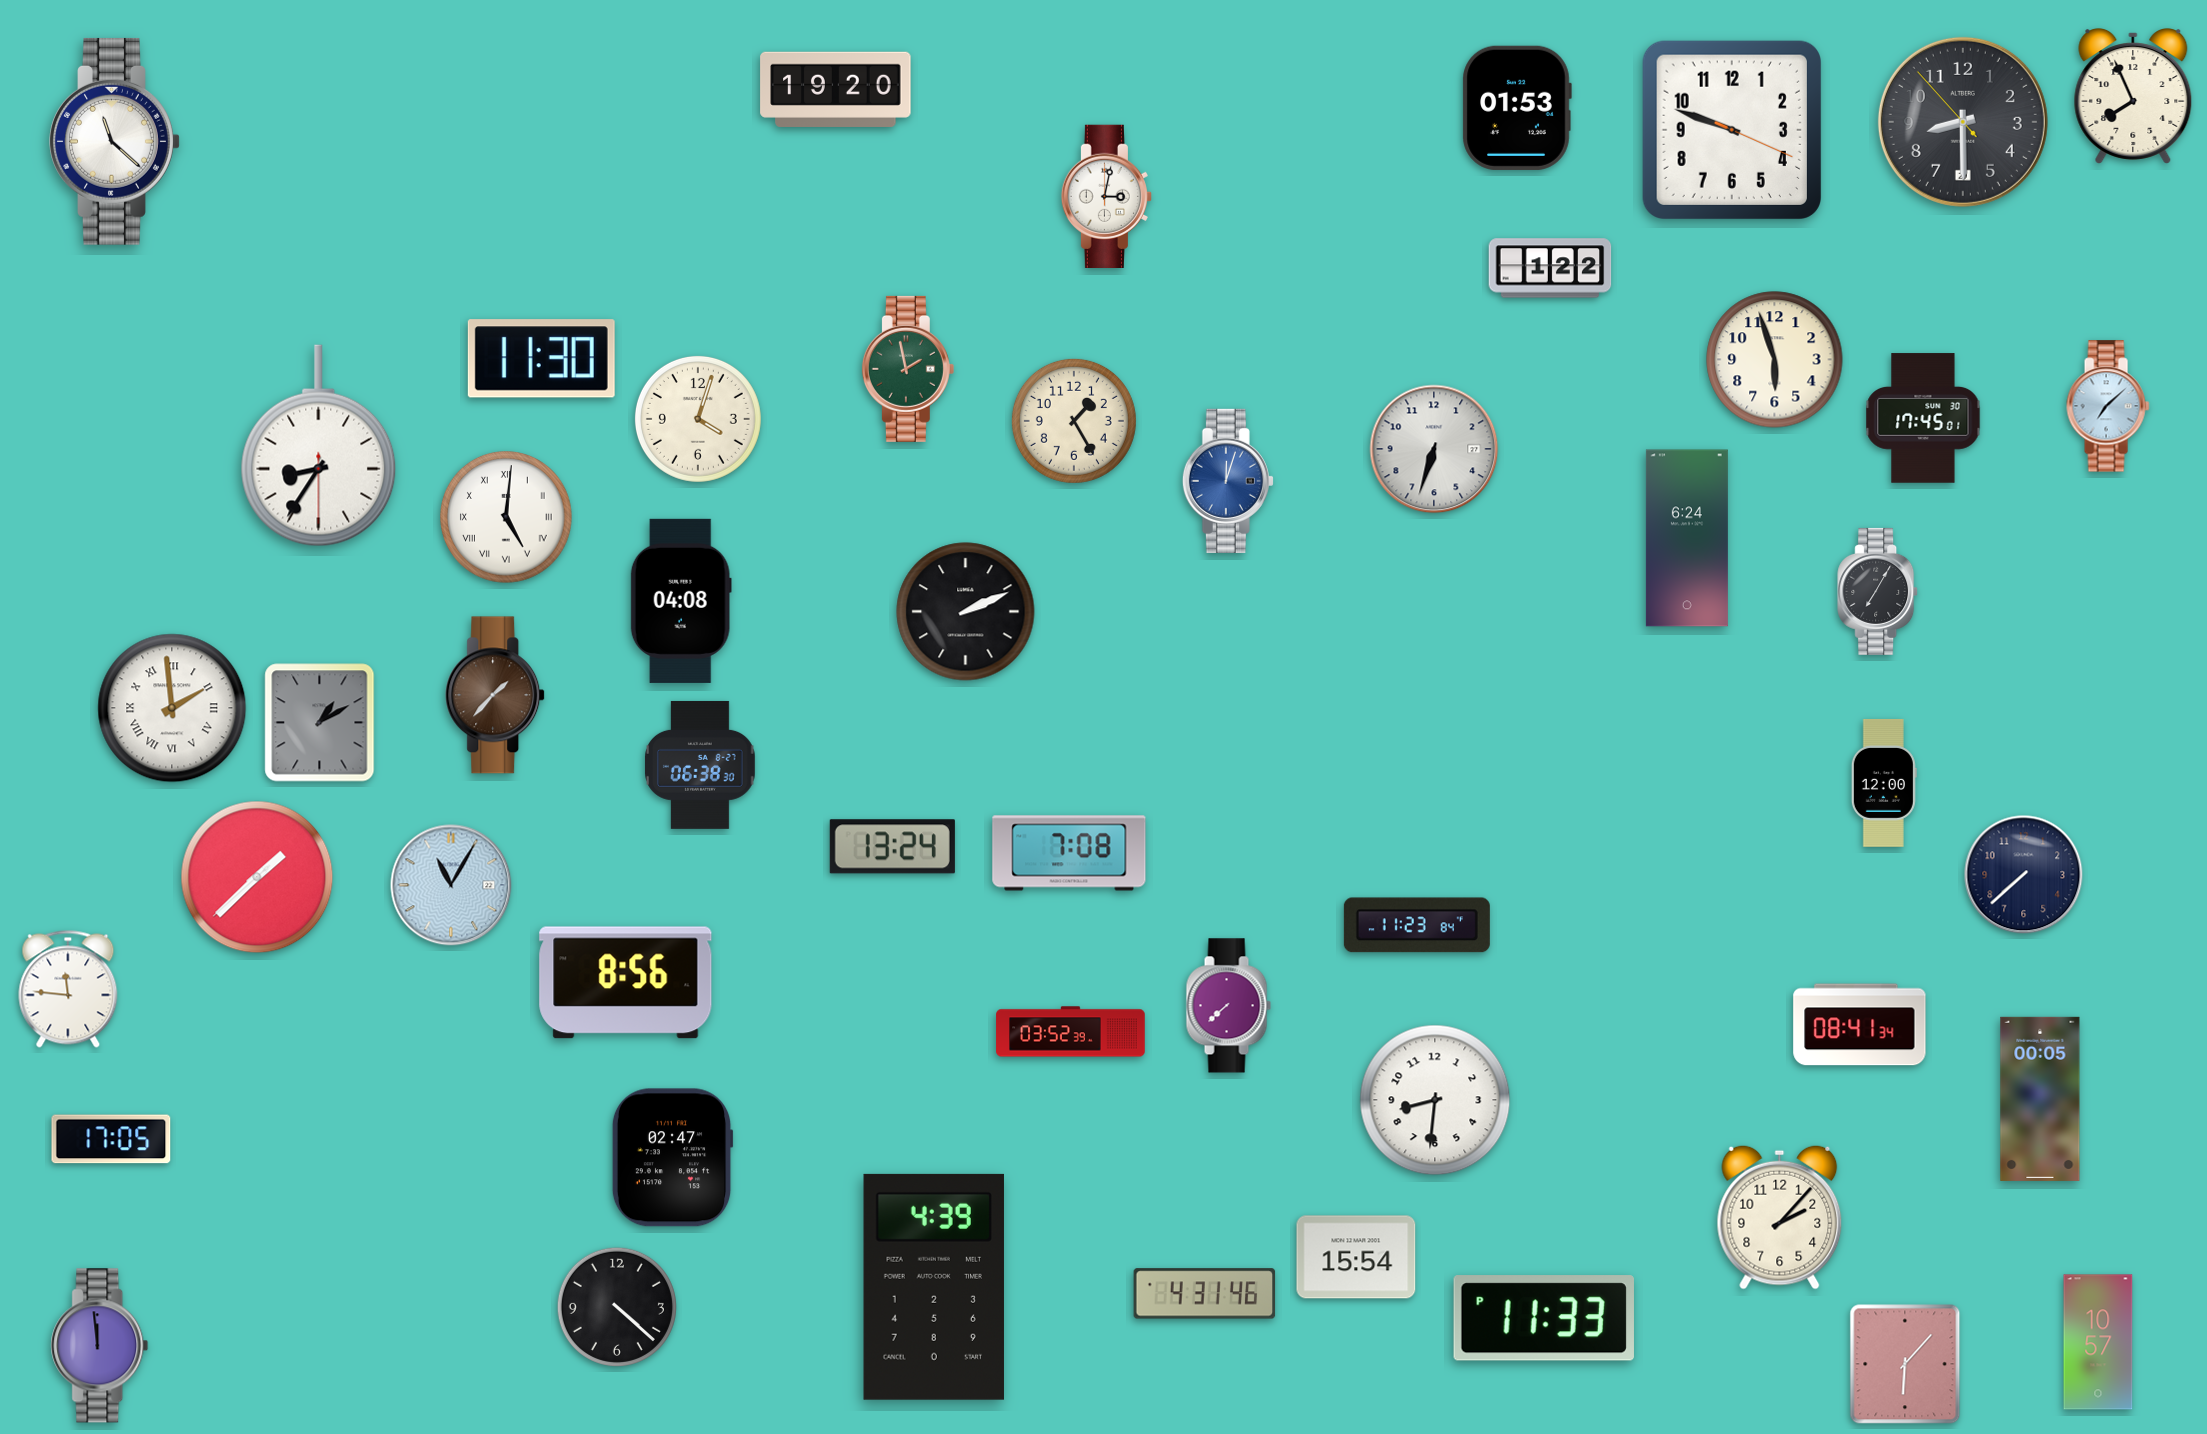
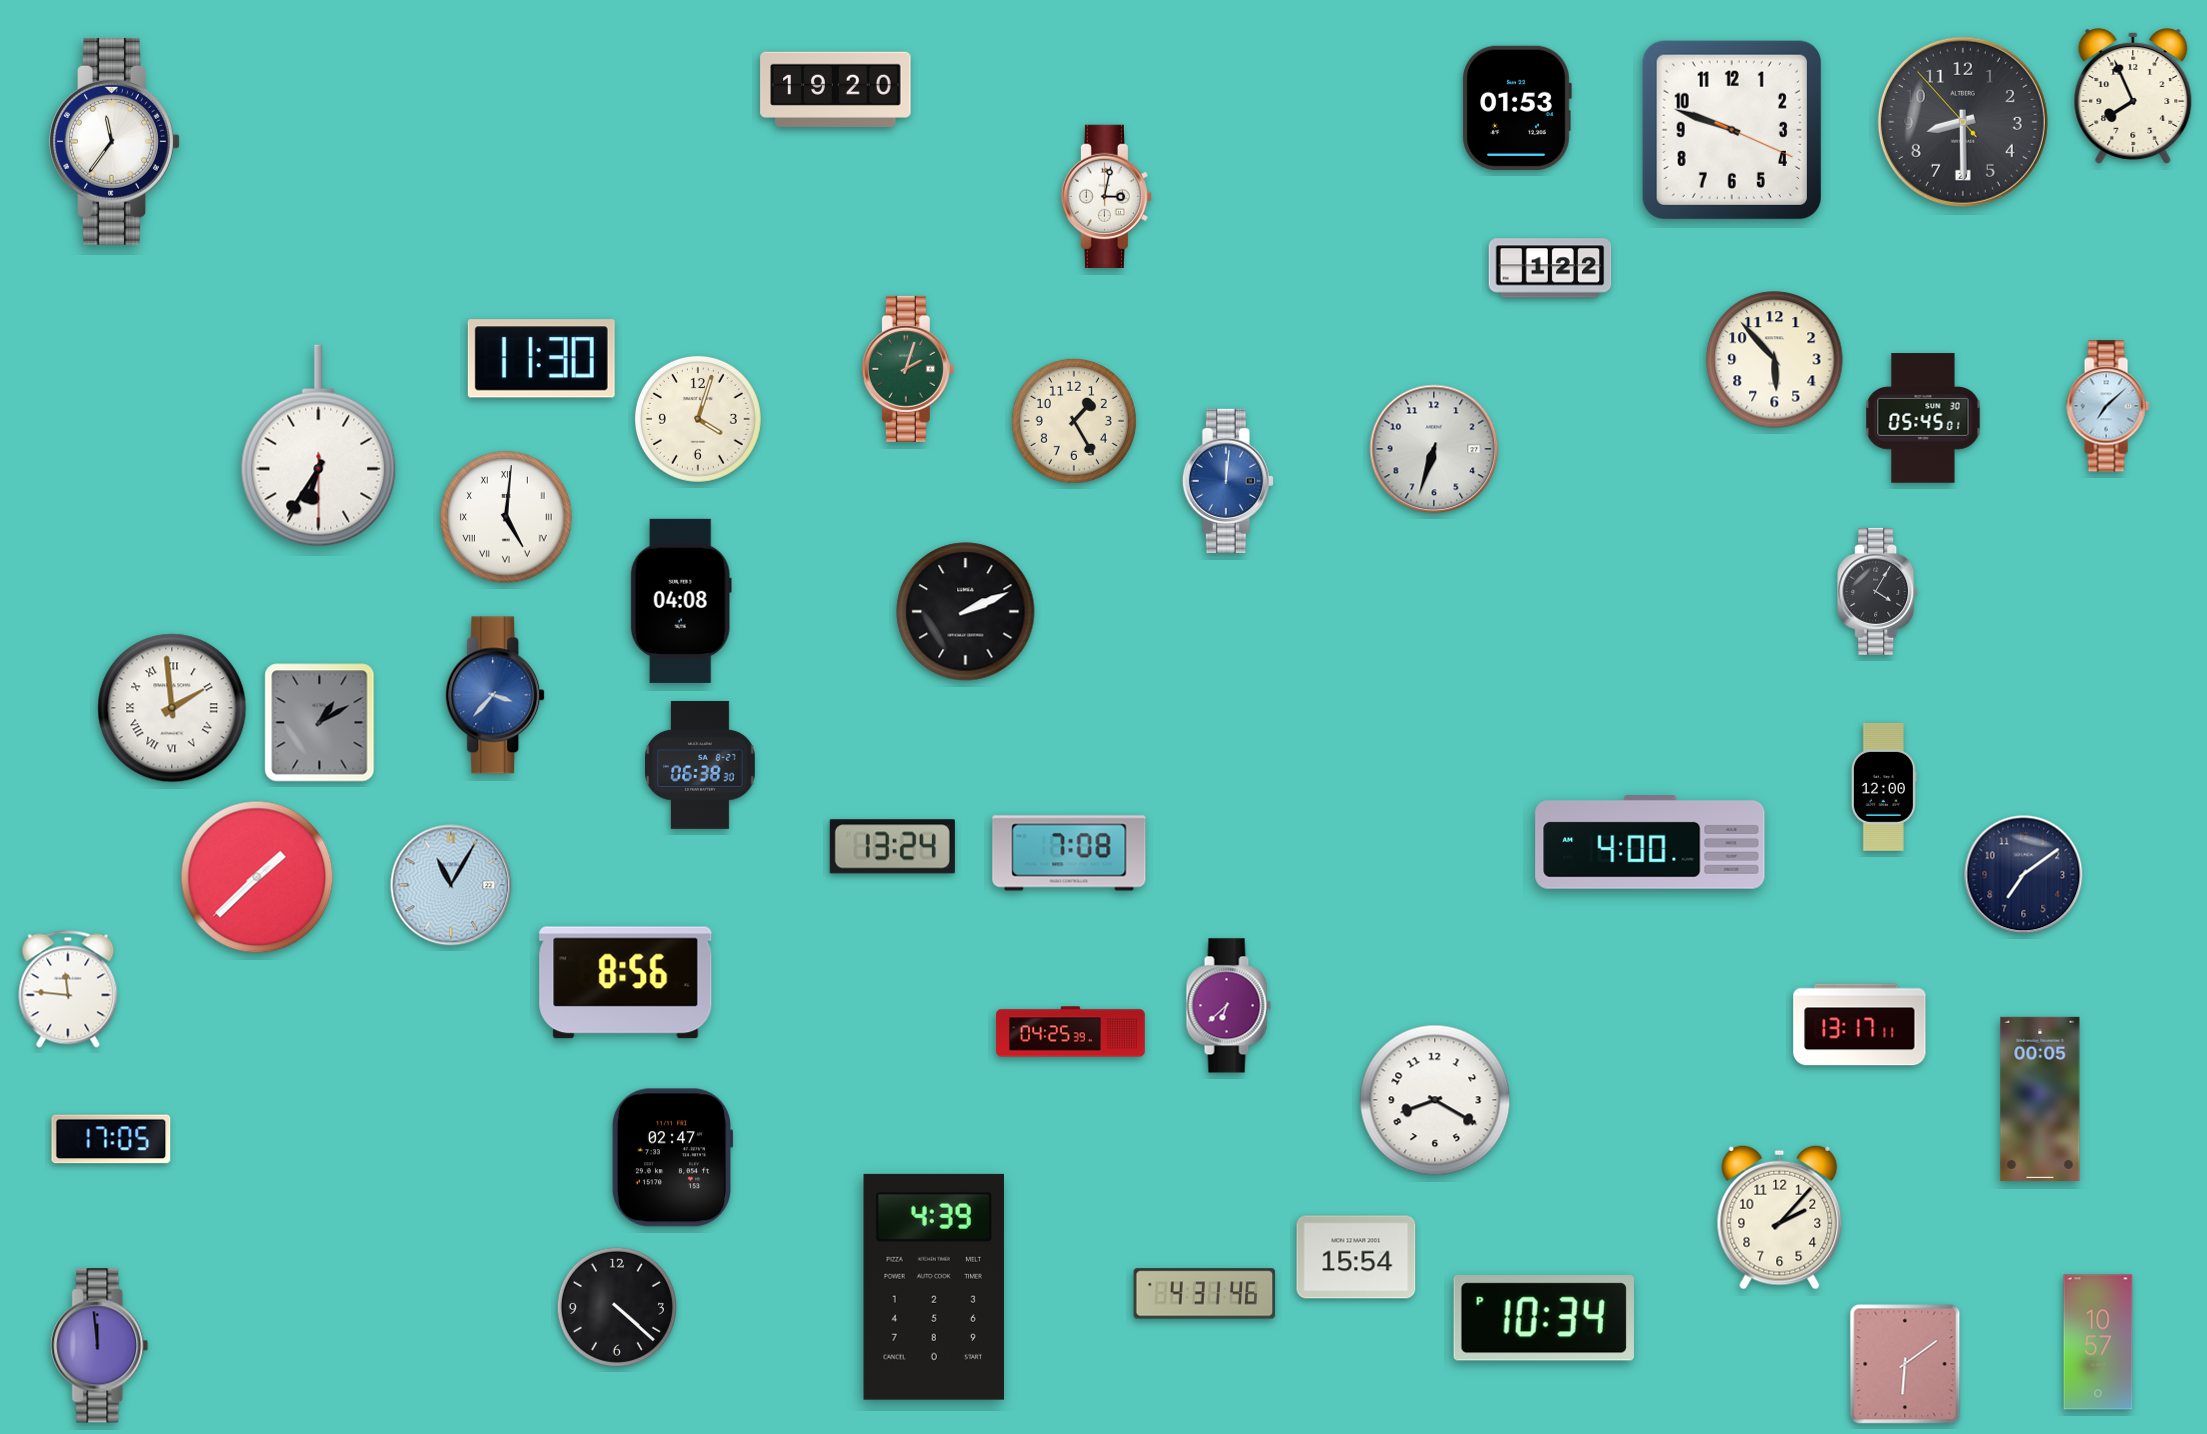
clock at (115, 141): 11:22 -> 11:36
clock at (1775, 360): 5:57 -> 5:53
clock at (908, 369): 1:58 -> 2:03
clock at (1923, 418): 17:45 -> 05:45
clock at (319, 446): 8:35 -> 6:35
clock at (1228, 481): 12:03 -> 12:01
clock at (1687, 538): 6:24 -> none
clock at (1878, 591): 7:05 -> 4:05
clock at (496, 695): 1:37 -> 3:37
clock at (496, 695) dial: brown -> blue
clock at (1884, 783) position: (1884, 783) -> (1884, 787)
clock at (1650, 843): none -> 4:00
clock at (2024, 875): 7:38 -> 7:09
clock at (1417, 925): 11:23 -> none
clock at (1228, 1006): 7:38 -> 6:38
clock at (1860, 1025): 08:41 -> 13:17
clock at (1071, 1032): 03:52 -> 04:25
clock at (1435, 1100): 8:31 -> 8:20
clock at (1544, 1318): 11:33 -> 10:34
clock at (1905, 1364): 6:07 -> 6:09
